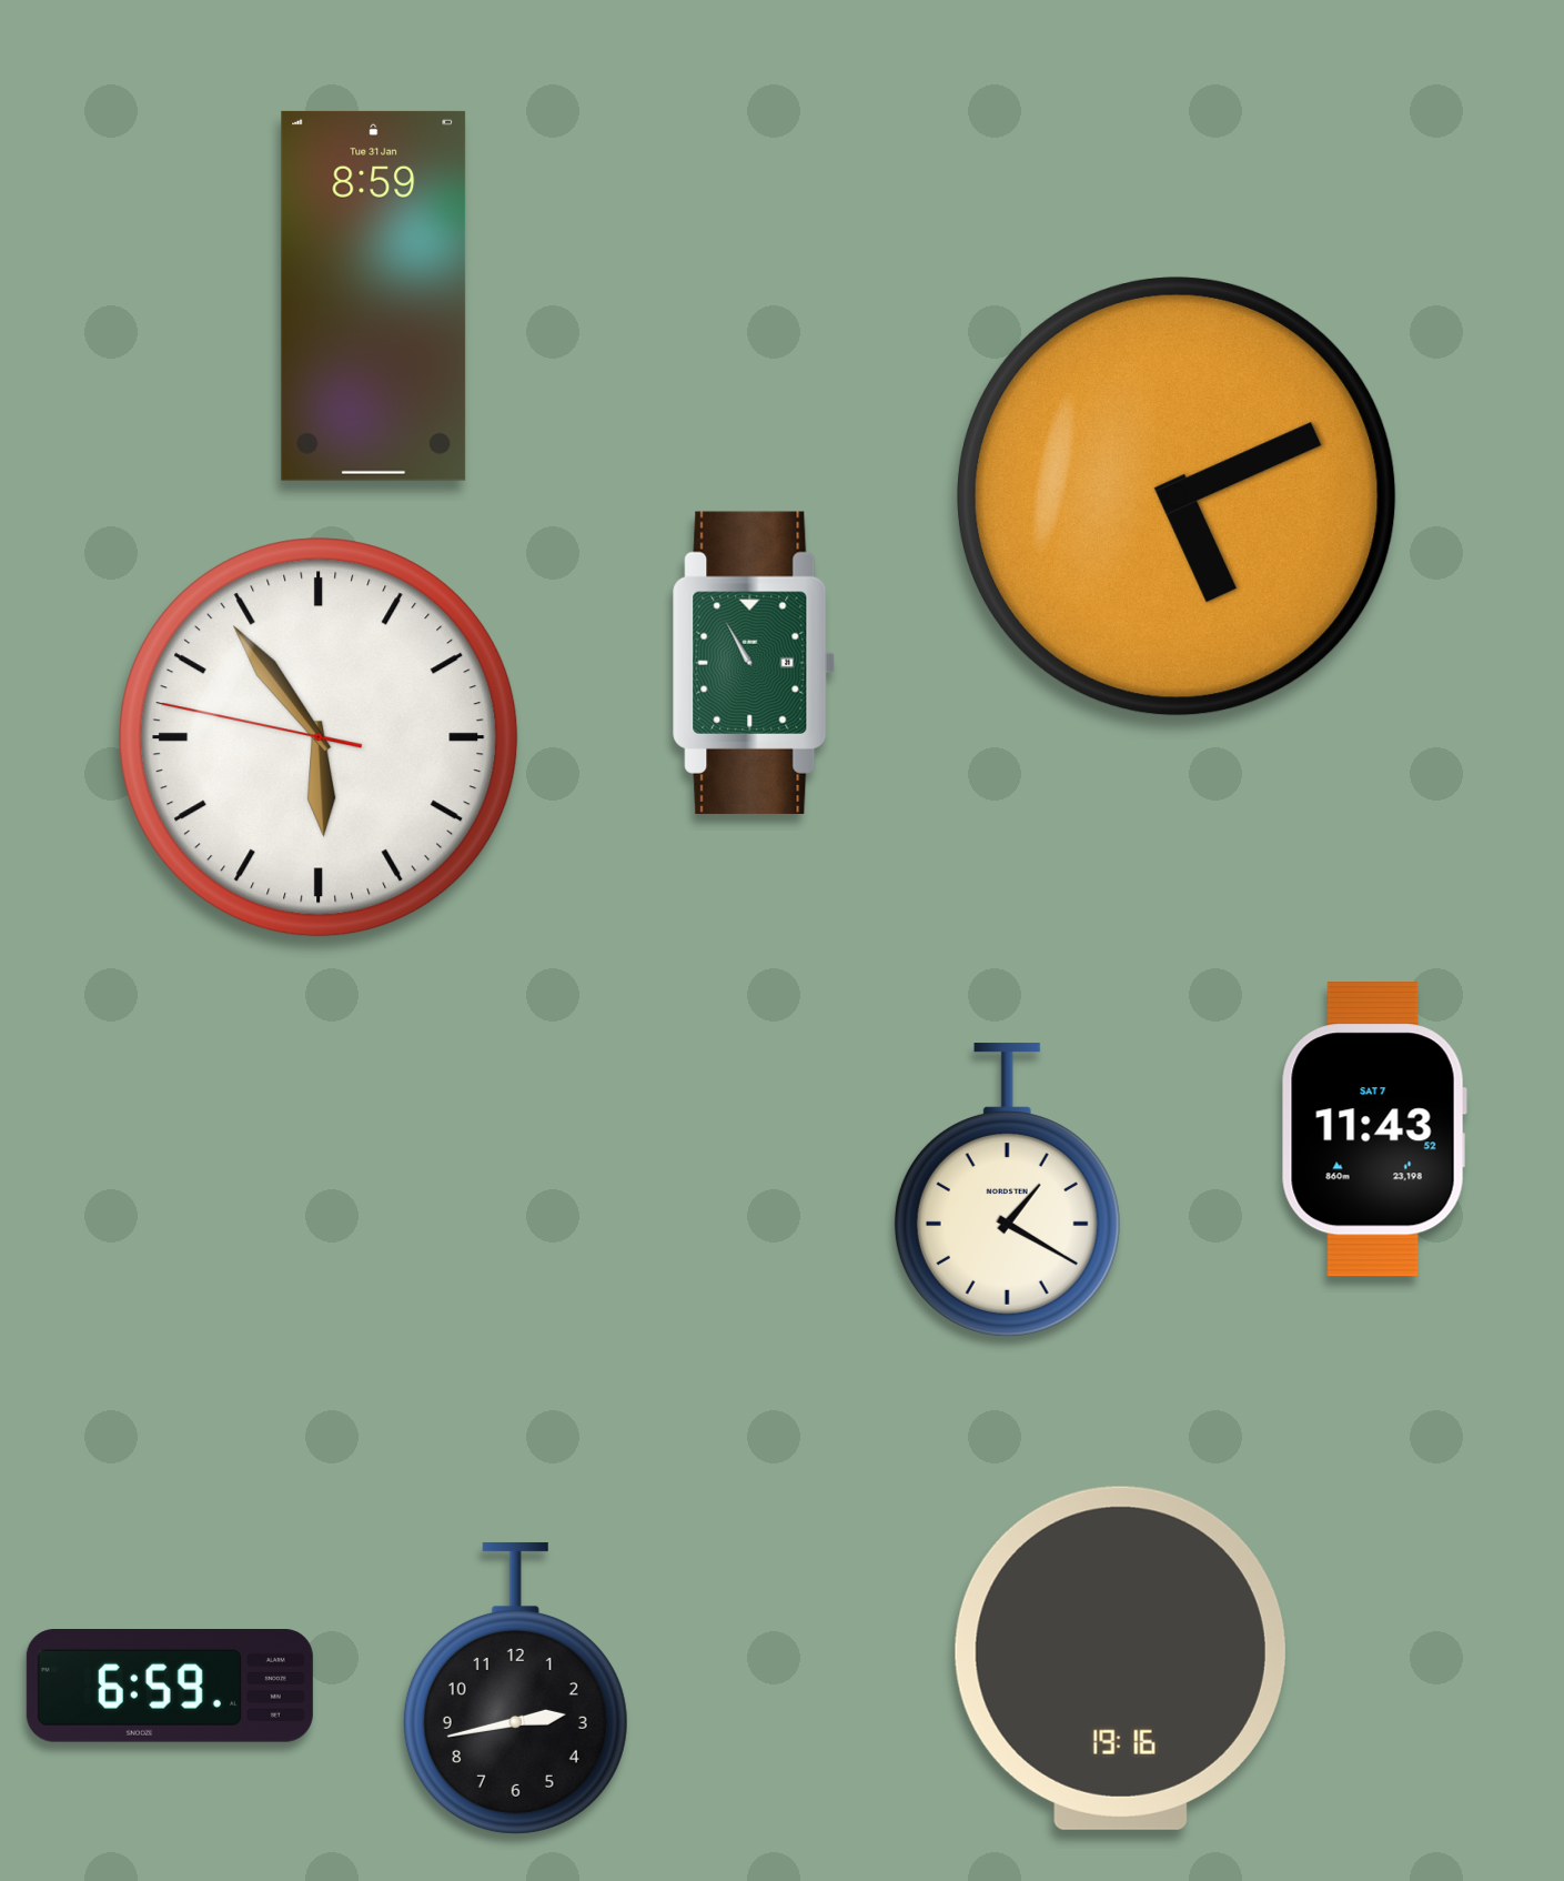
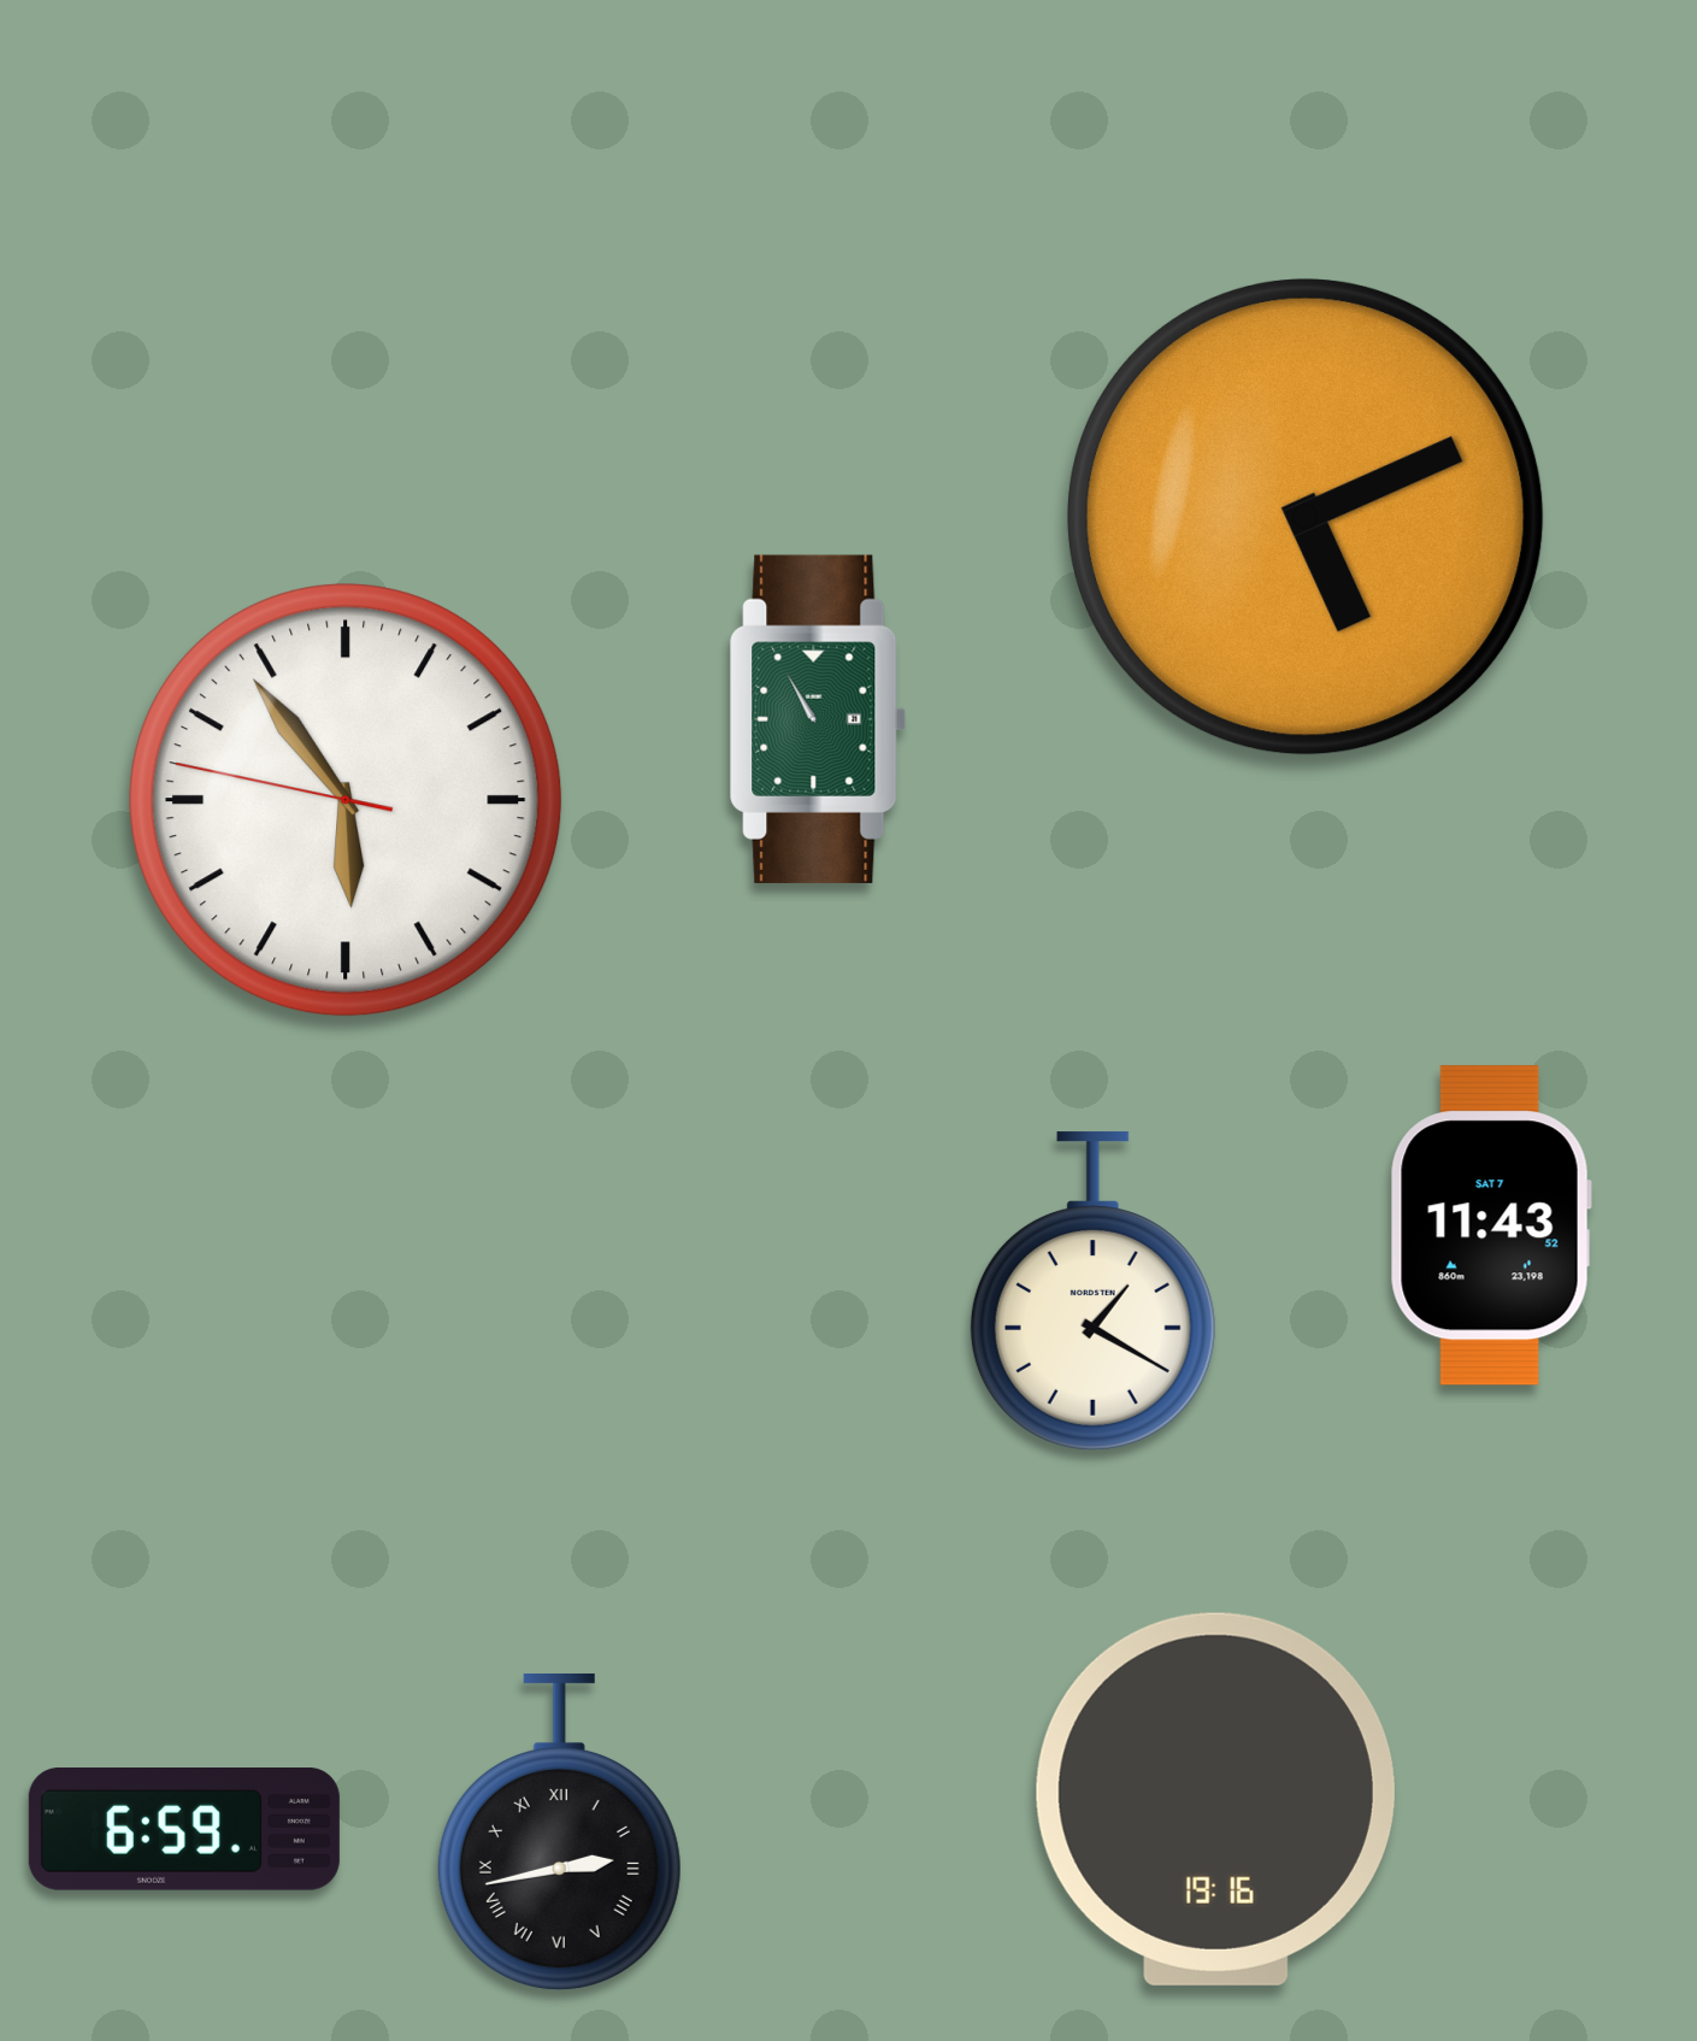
clock at (374, 295): 8:59 -> none
clock at (1177, 496) position: (1177, 496) -> (1306, 517)
clock at (515, 1688) numerals: Arabic -> Roman
